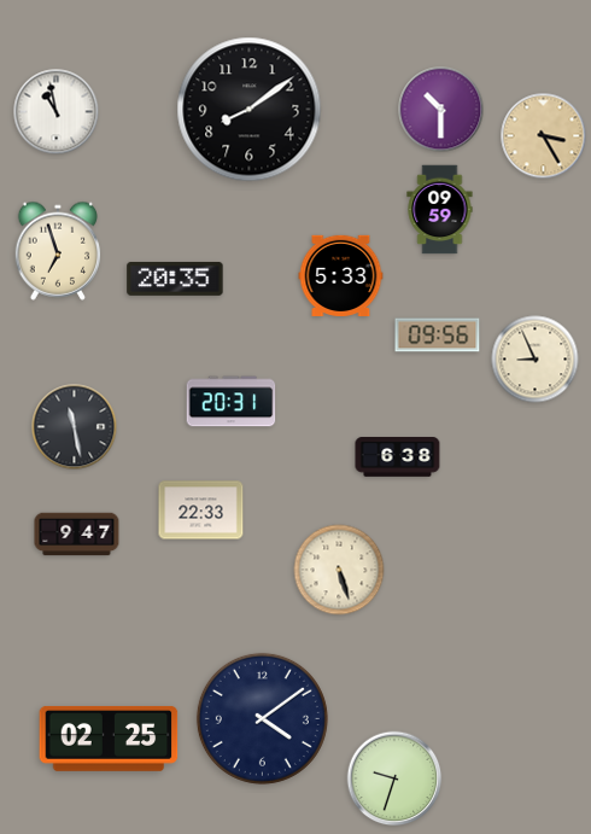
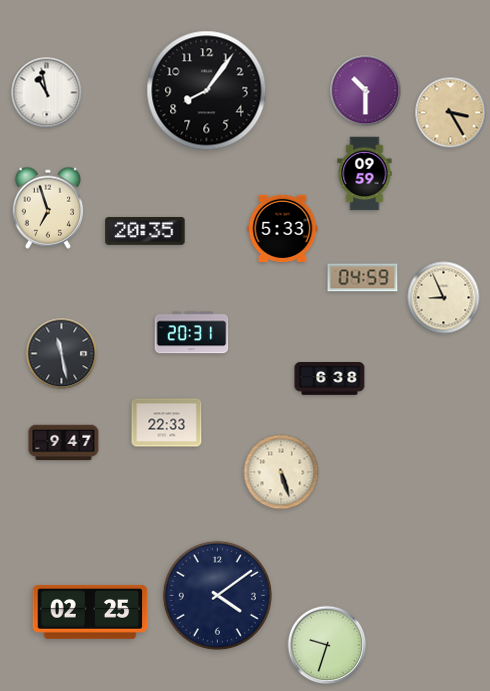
clock at (250, 110): 8:09 -> 8:06
clock at (438, 336): 09:56 -> 04:59
